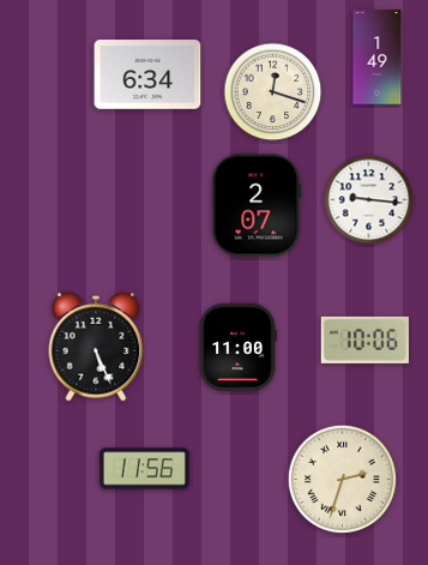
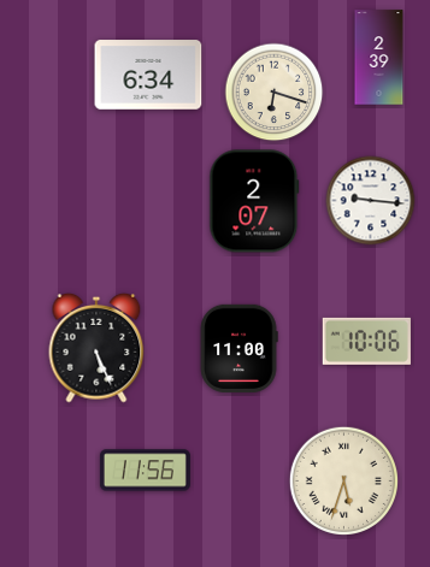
clock at (378, 58): 1:49 -> 2:39
clock at (273, 92): 12:18 -> 6:18
clock at (257, 205) position: (257, 205) -> (254, 201)
clock at (342, 479): 2:33 -> 5:33
